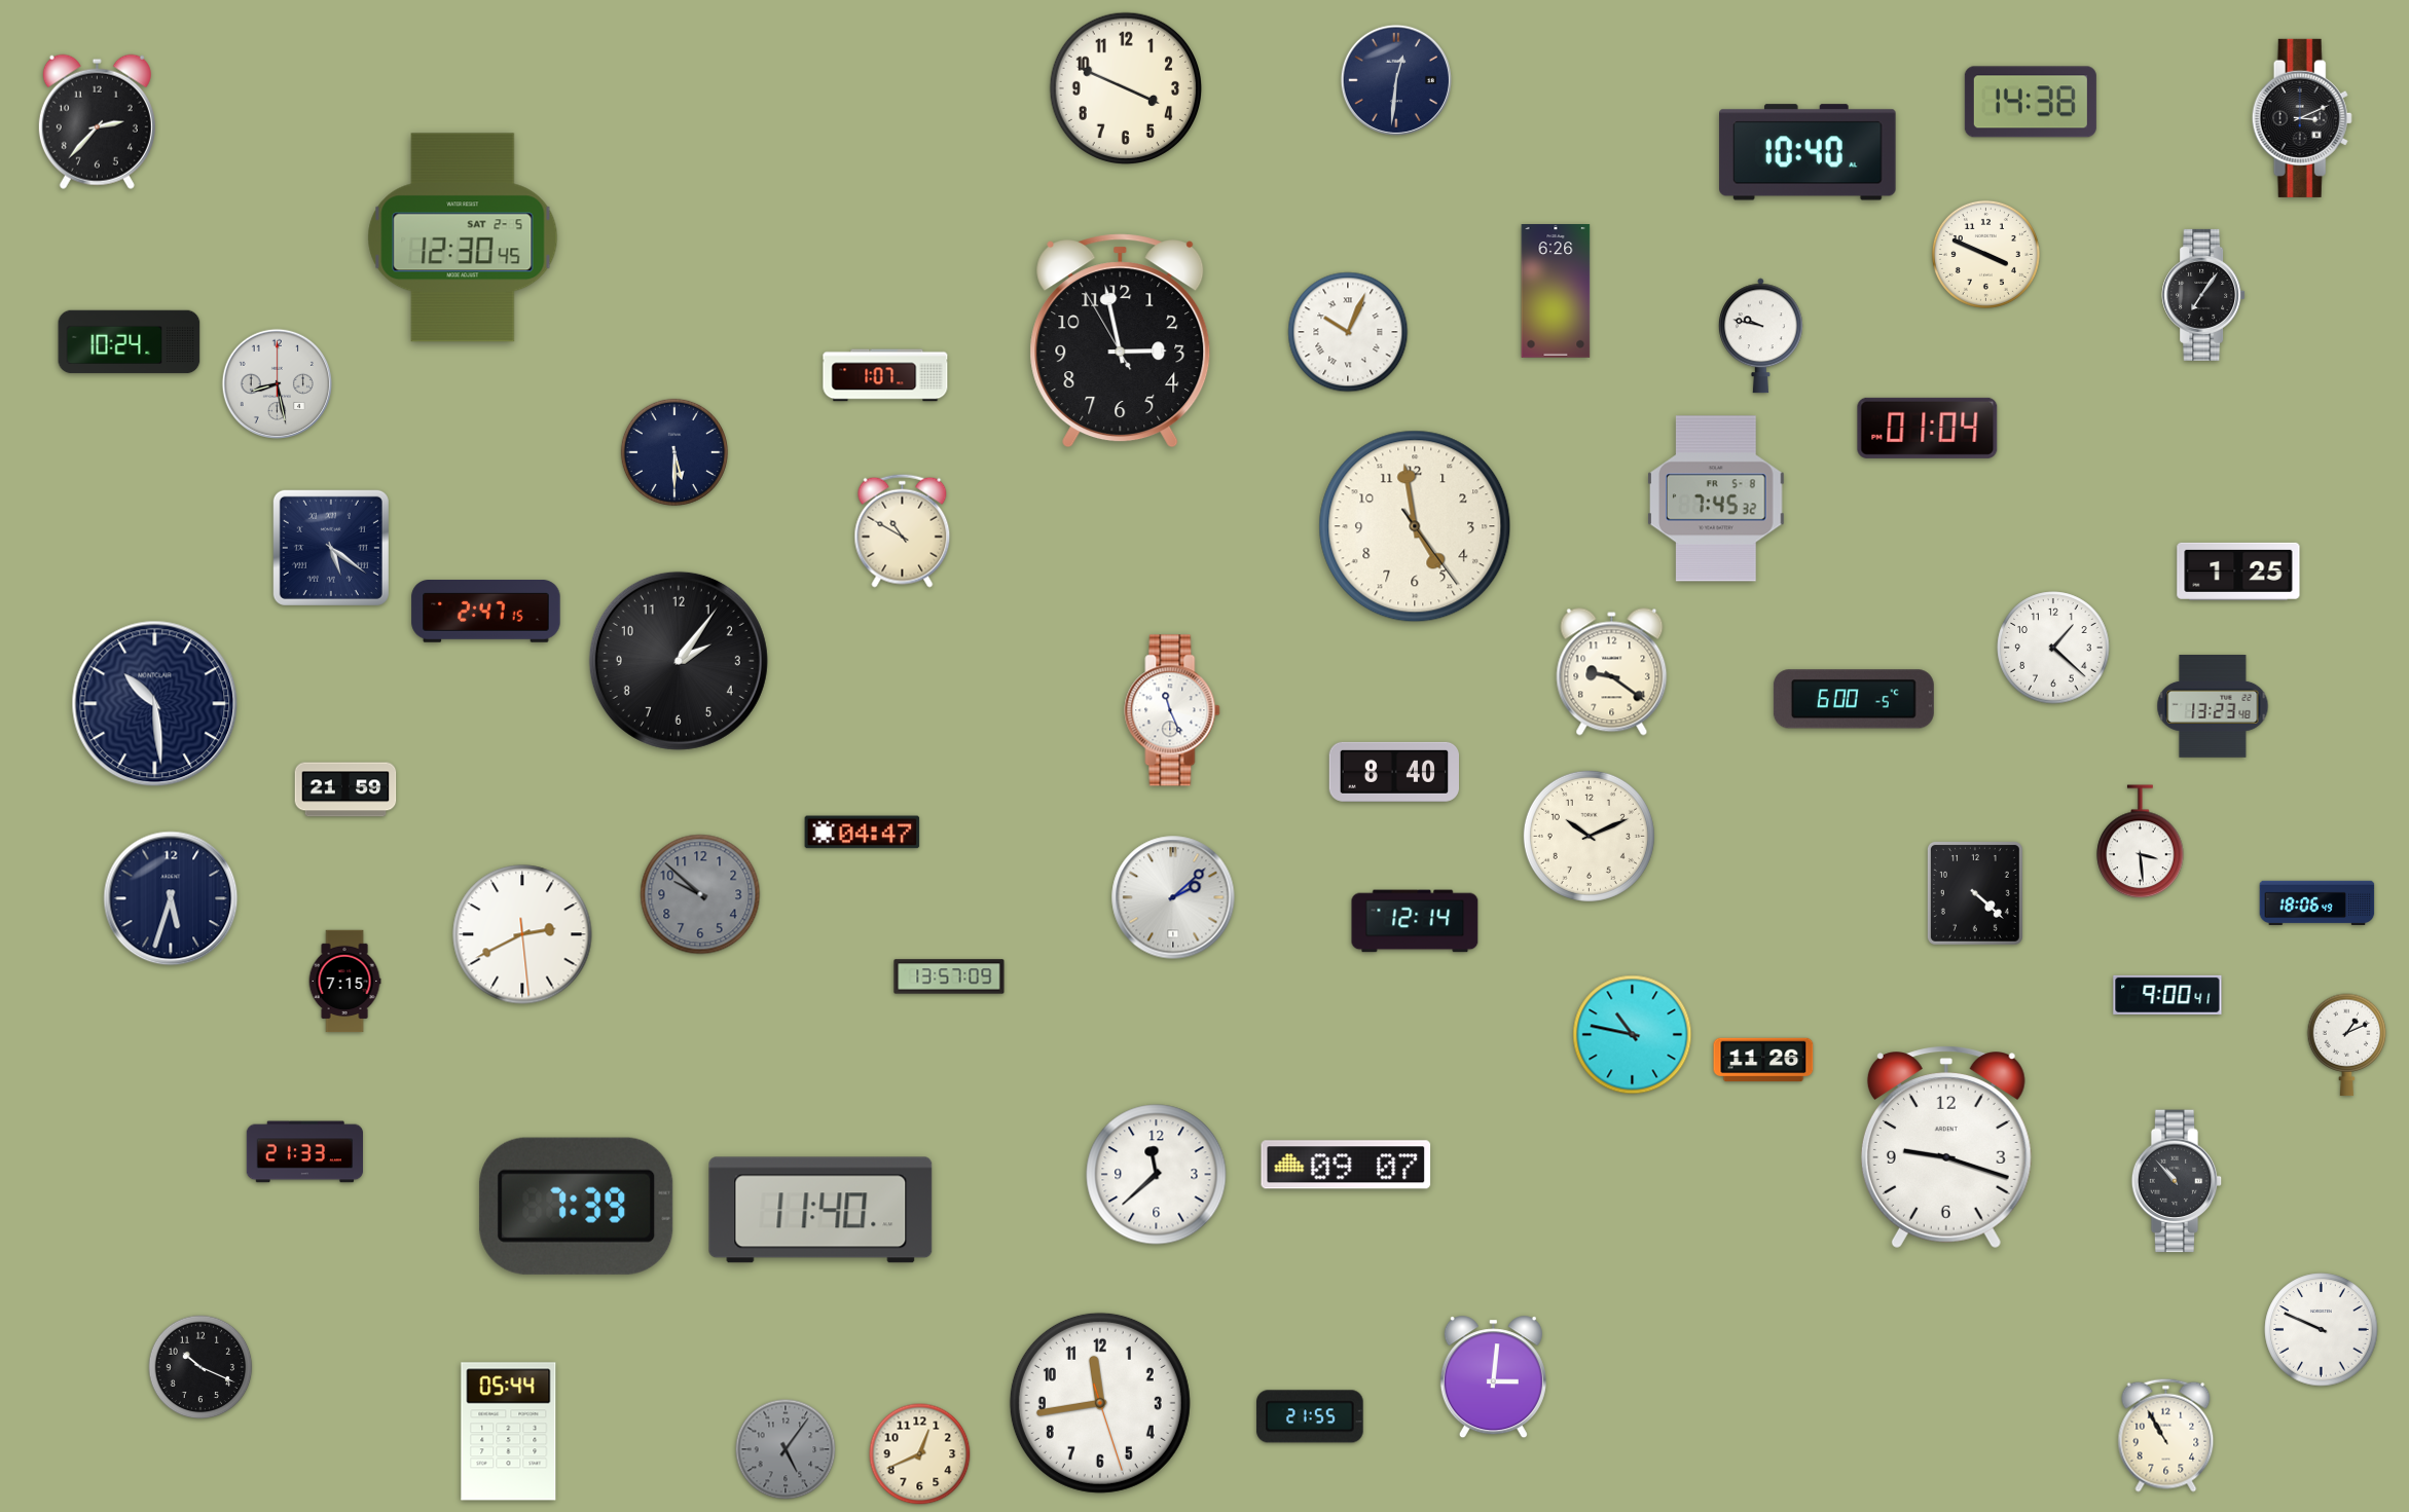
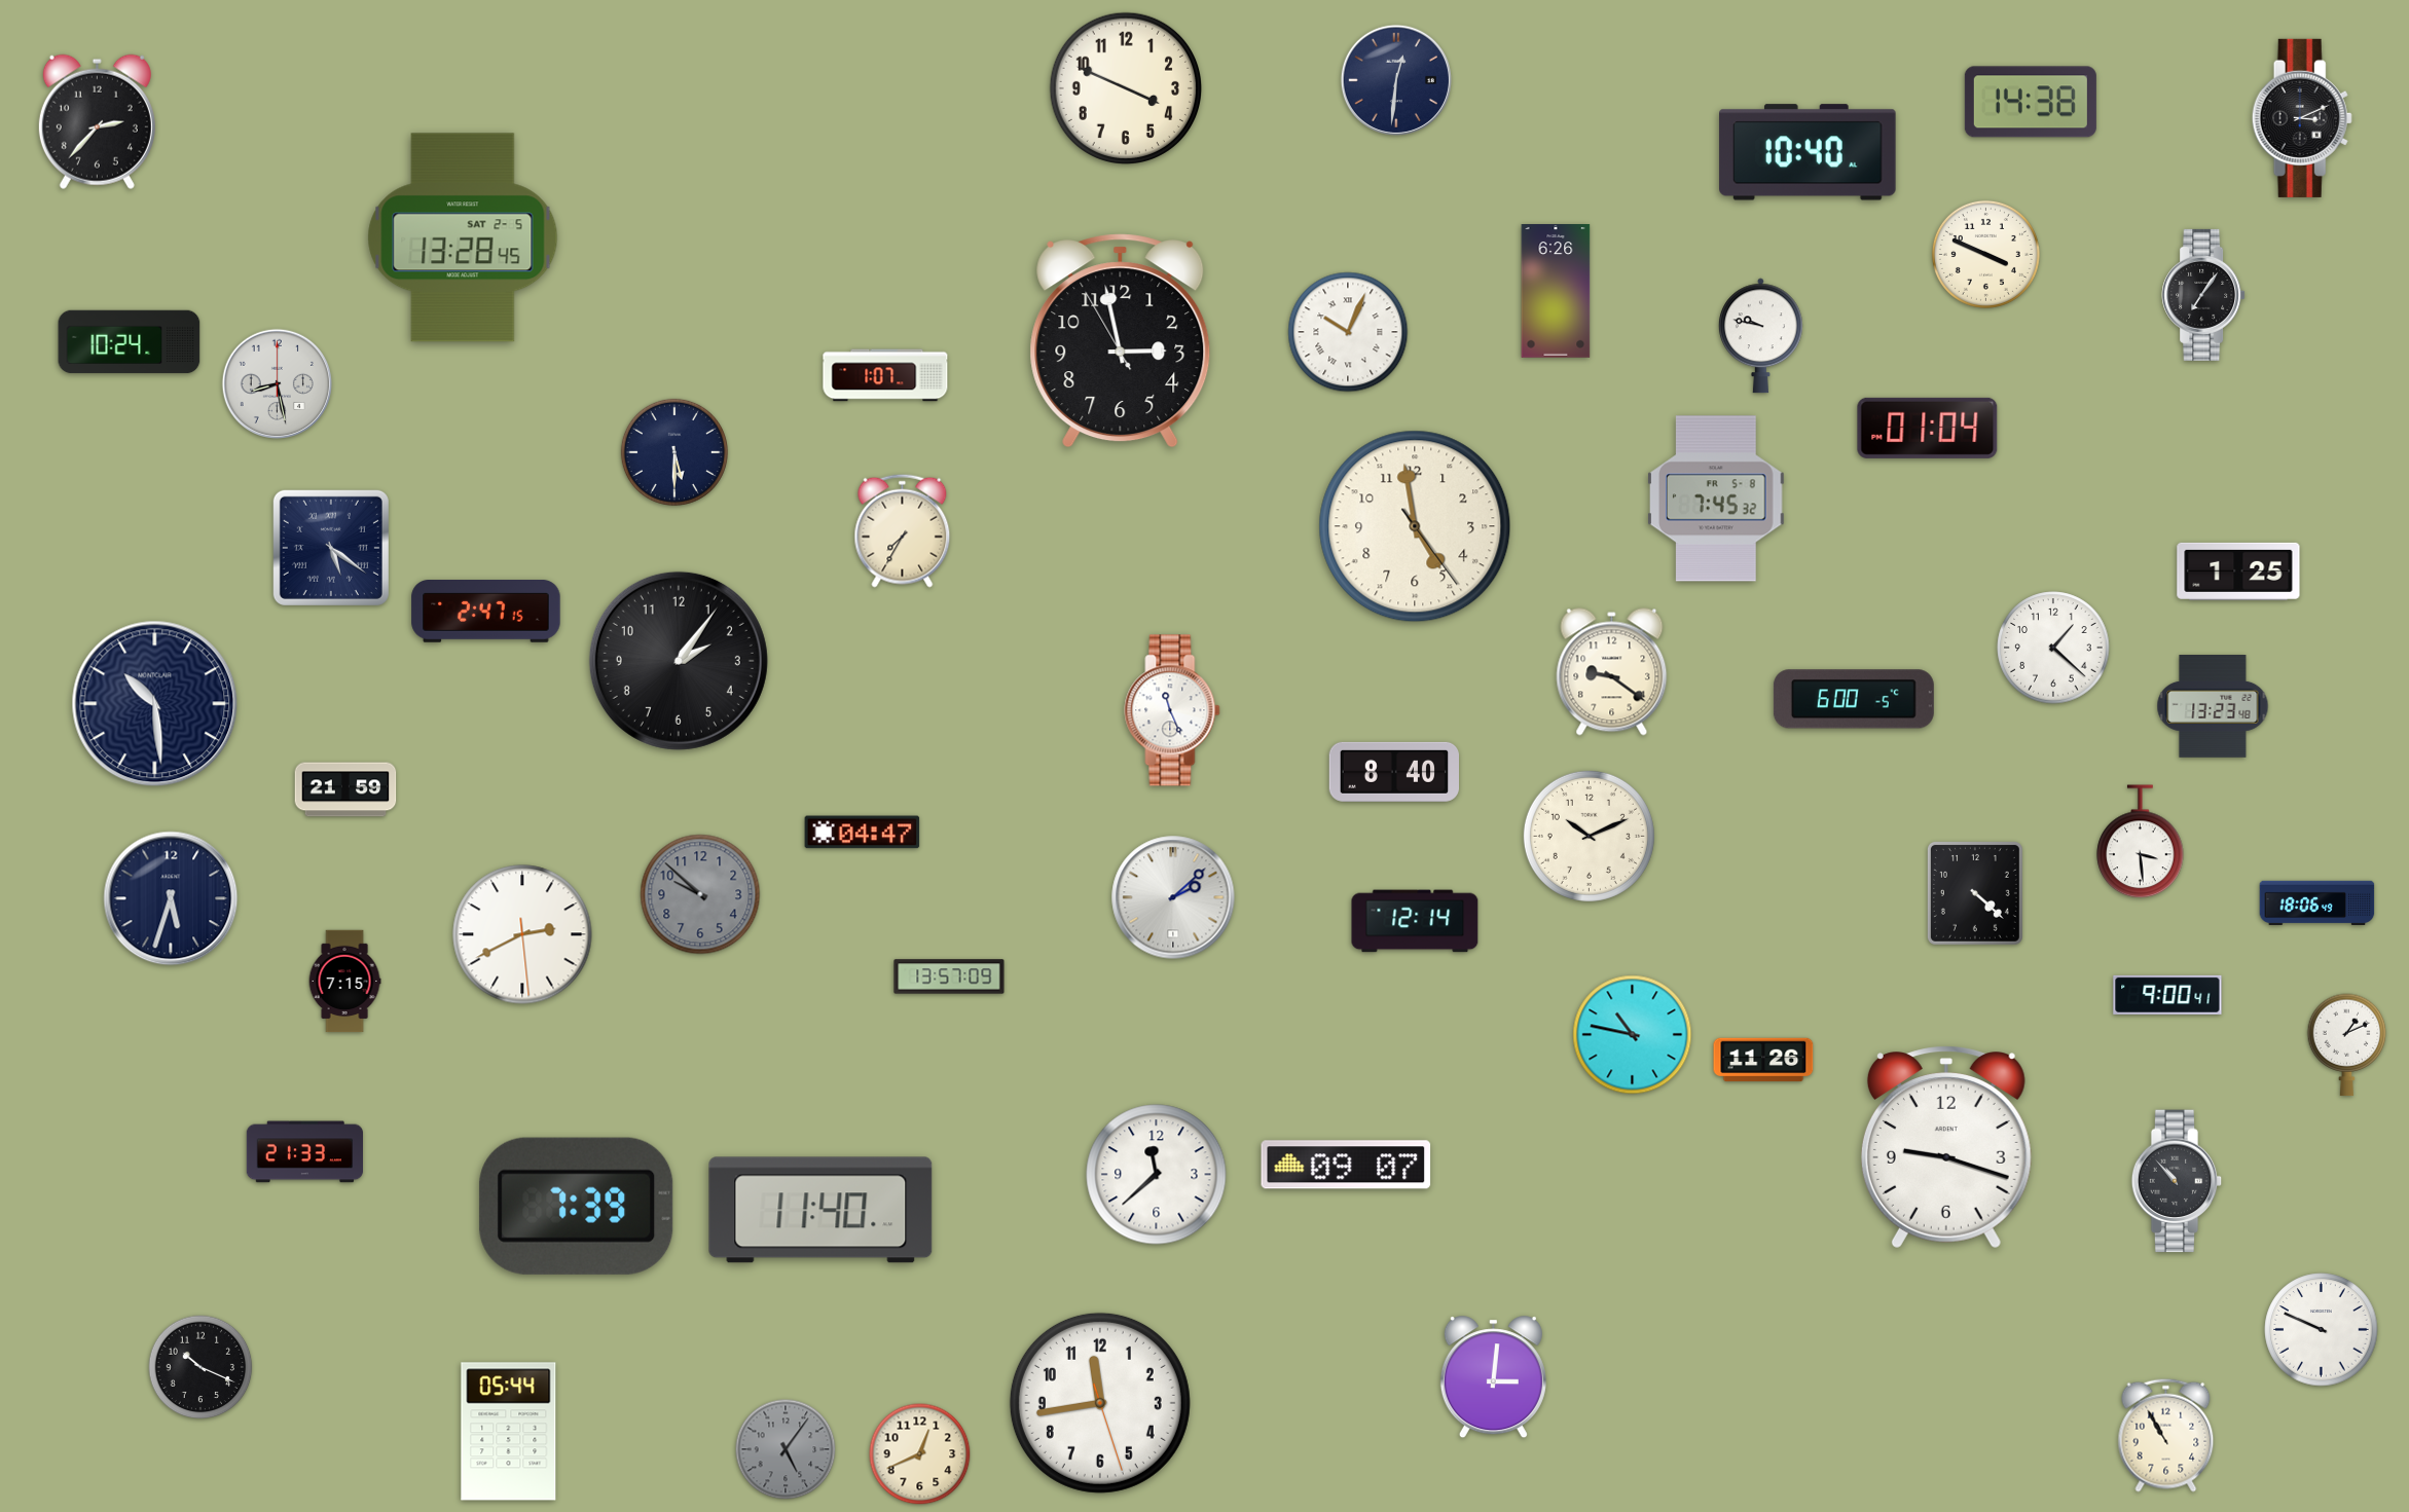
clock at (463, 237): 12:30 -> 13:28
clock at (903, 530): 10:50 -> 7:35
clock at (1310, 1416): 21:55 -> none
